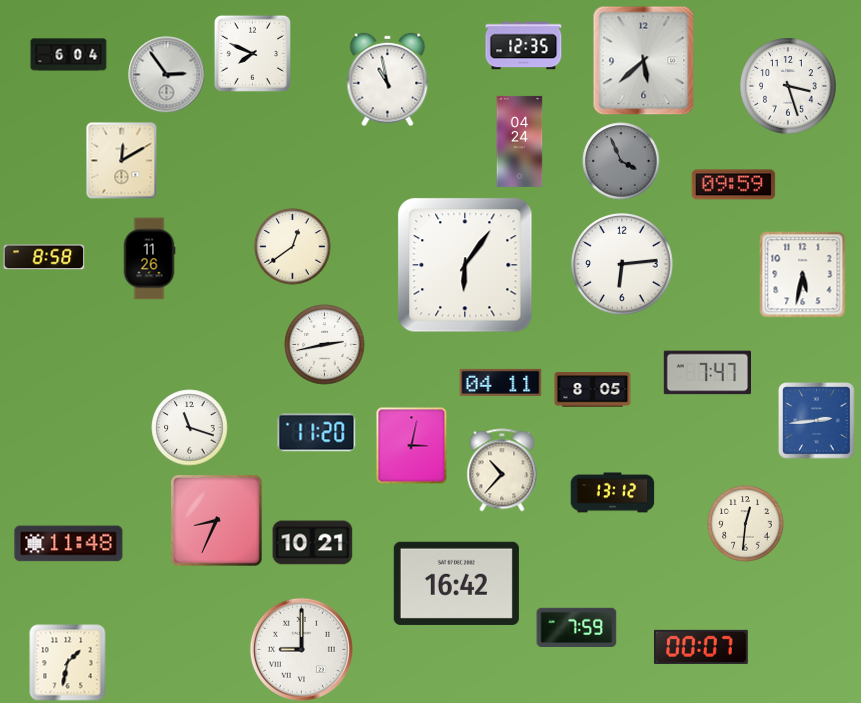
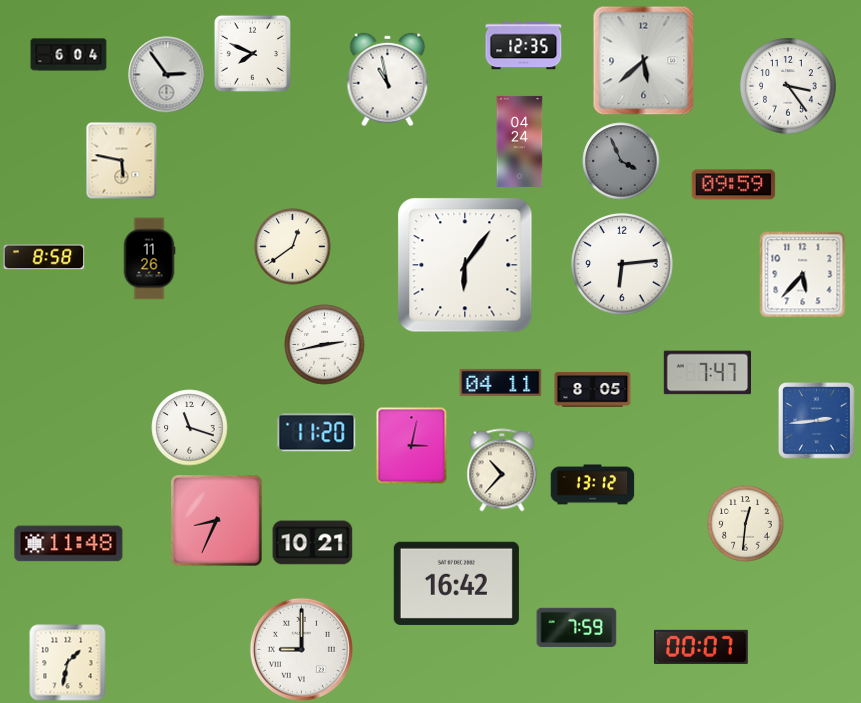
clock at (788, 86): 3:27 -> 3:24
clock at (122, 161): 12:10 -> 5:47
clock at (803, 275): 5:32 -> 5:37
clock at (613, 493) position: (613, 493) -> (593, 485)
